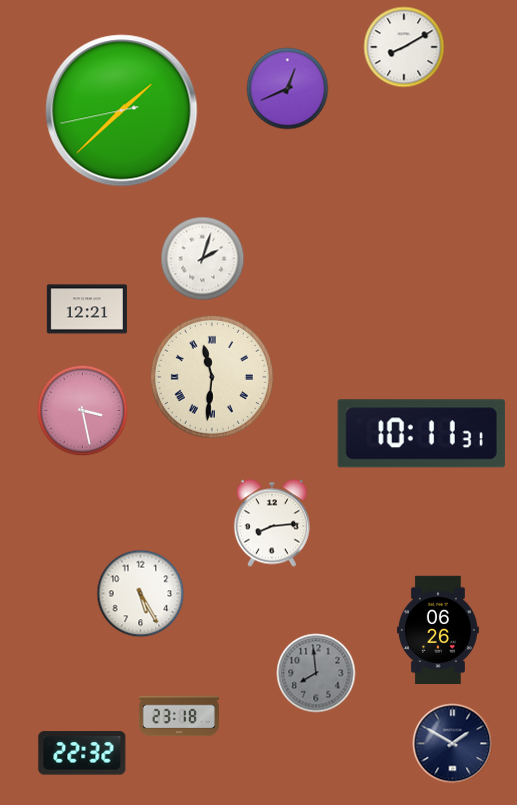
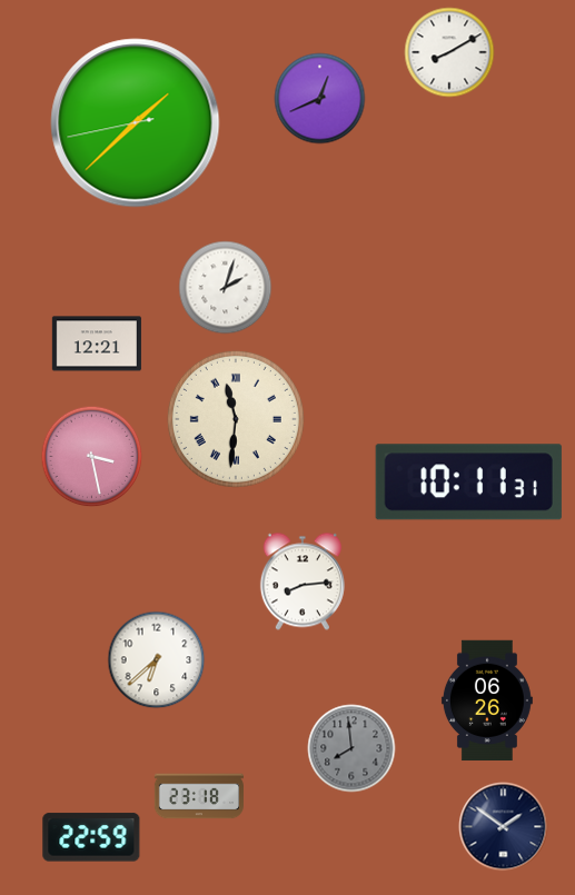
clock at (141, 594): 5:25 -> 6:38
clock at (453, 744): 1:50 -> 1:51
clock at (82, 753): 22:32 -> 22:59
